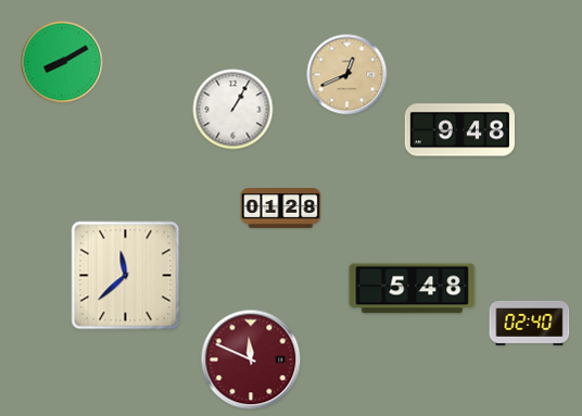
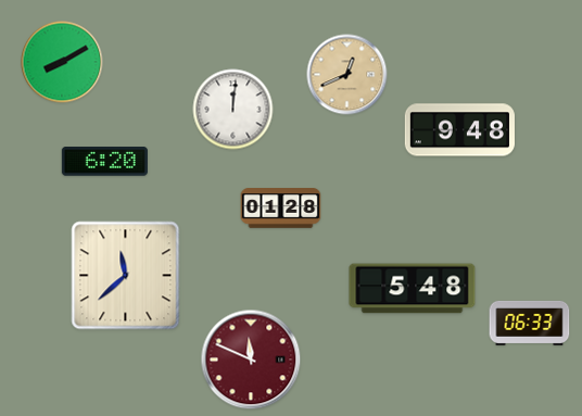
clock at (233, 110): 1:05 -> 12:01
clock at (104, 162): none -> 6:20
clock at (530, 323): 02:40 -> 06:33
